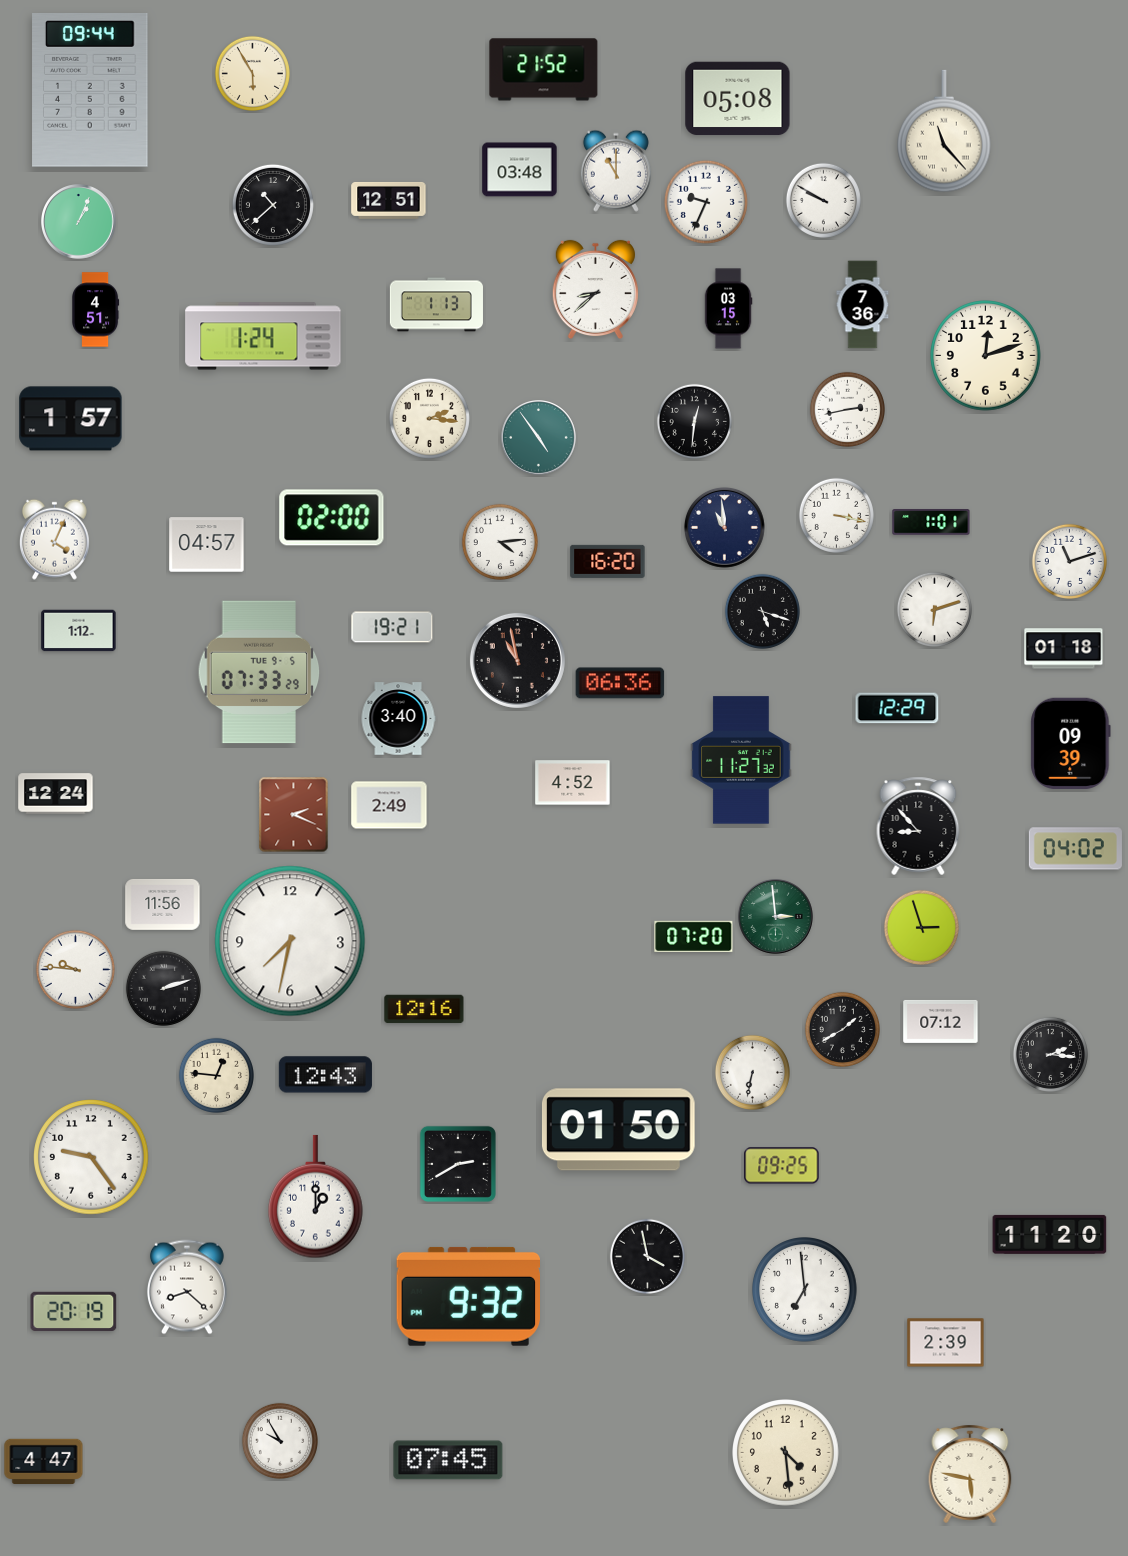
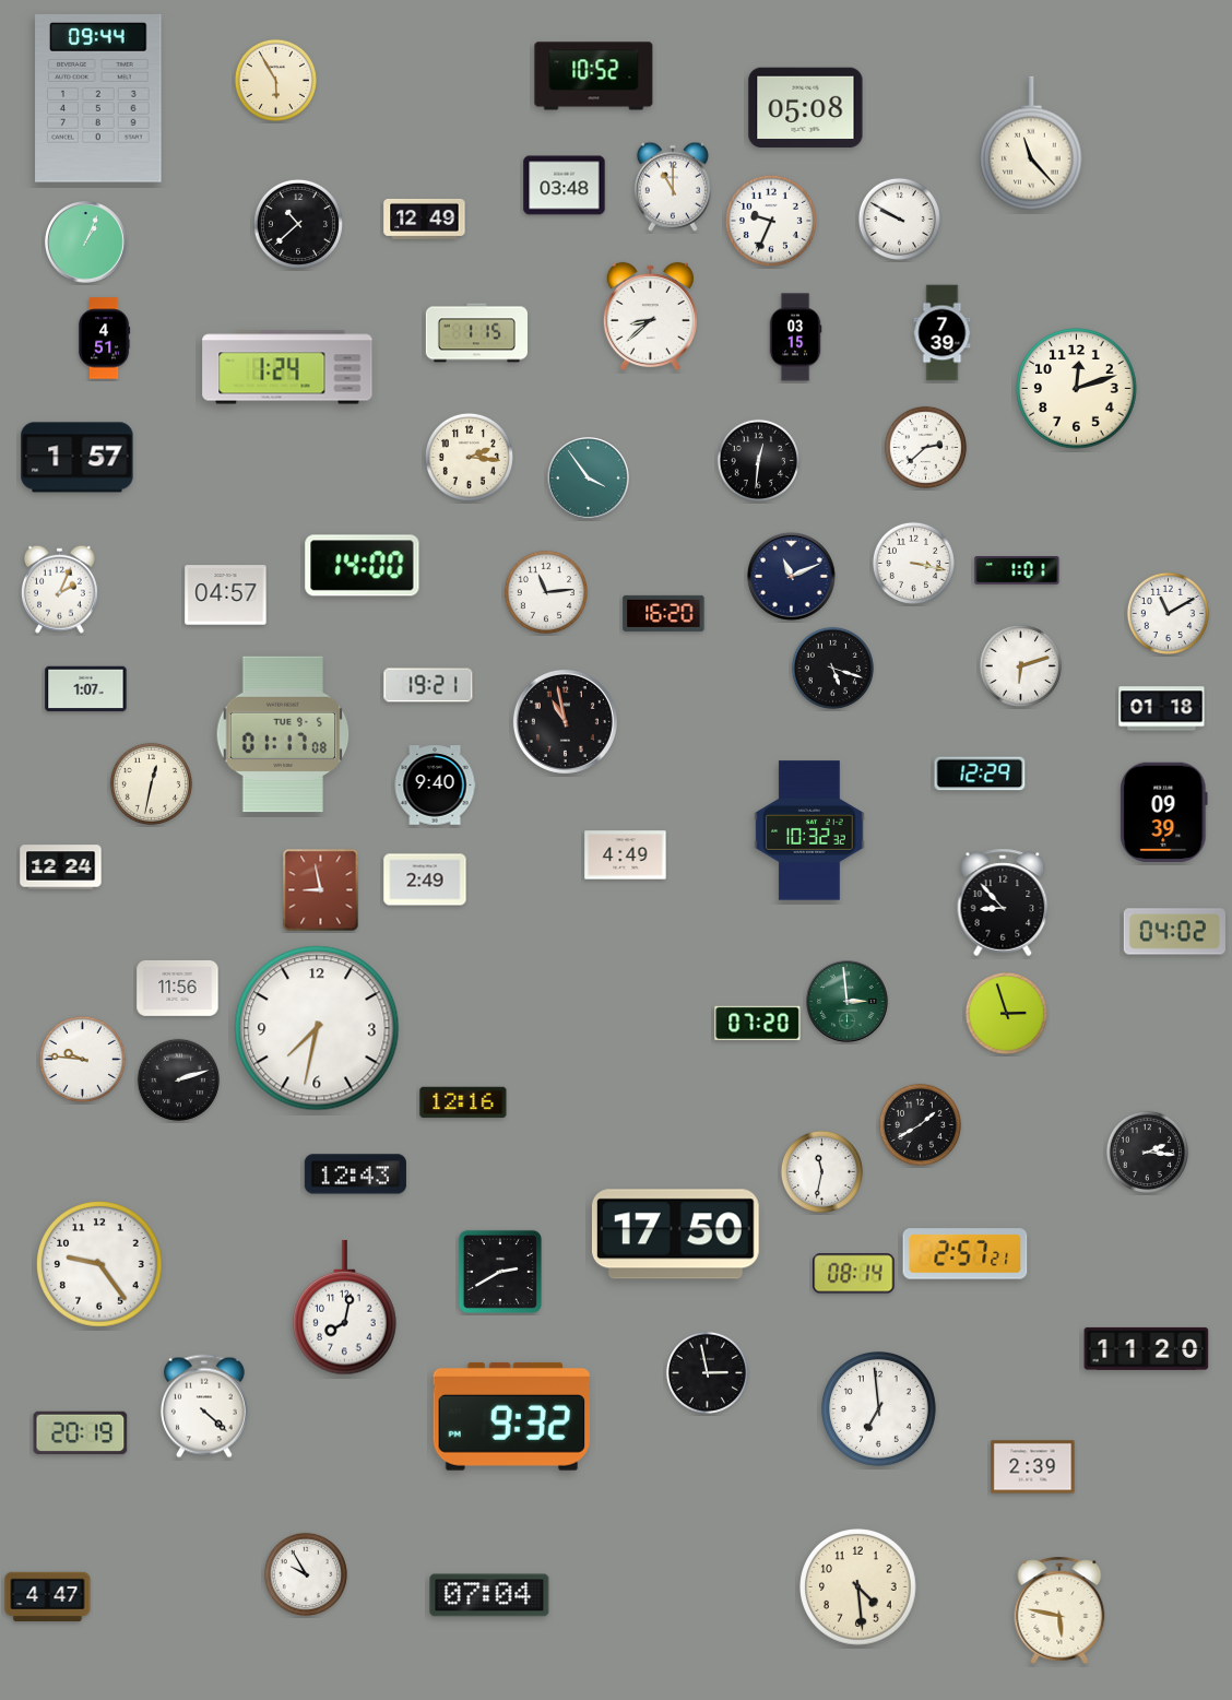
clock at (544, 70): 21:52 -> 10:52
clock at (520, 170) position: (520, 170) -> (565, 186)
clock at (389, 200): 12:51 -> 12:49
clock at (436, 305): 1:13 -> 1:15
clock at (863, 305): 7:36 -> 7:39
clock at (847, 409): 2:43 -> 2:38
clock at (539, 438): 4:54 -> 3:54
clock at (332, 518): 02:00 -> 14:00
clock at (724, 527): 10:59 -> 11:11
clock at (54, 539): 4:04 -> 2:04
clock at (500, 542): 4:14 -> 11:14
clock at (1069, 561): 11:12 -> 11:10
clock at (79, 631): 1:12 -> 1:07
clock at (259, 672): 07:33 -> 01:17
clock at (620, 683): 06:36 -> none
clock at (151, 783): none -> 12:32
clock at (398, 719): 3:40 -> 9:40
clock at (1071, 743) position: (1071, 743) -> (1164, 812)
clock at (741, 760): 11:27 -> 10:32
clock at (573, 783): 4:52 -> 4:49
clock at (294, 815): 2:19 -> 8:58
clock at (1075, 849) position: (1075, 849) -> (1174, 932)
clock at (941, 1021): 07:12 -> none
clock at (752, 1072): 6:32 -> 11:32
clock at (216, 1075): 12:46 -> none
clock at (618, 1130): 01:50 -> 17:50
clock at (966, 1254): none -> 2:57
clock at (782, 1166): 09:25 -> 08:14
clock at (316, 1197): 1:00 -> 8:02
clock at (647, 1256): 3:58 -> 2:58
clock at (187, 1287): 8:22 -> 4:22
clock at (448, 1460): 07:45 -> 07:04
